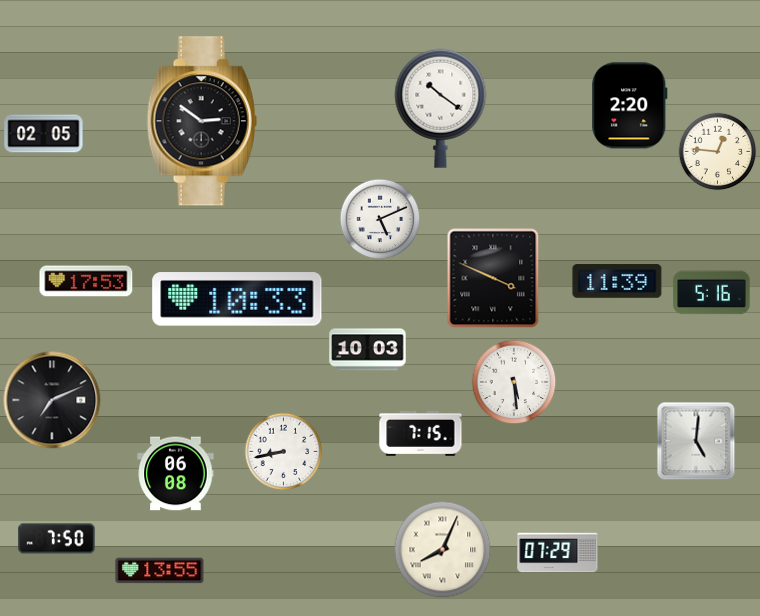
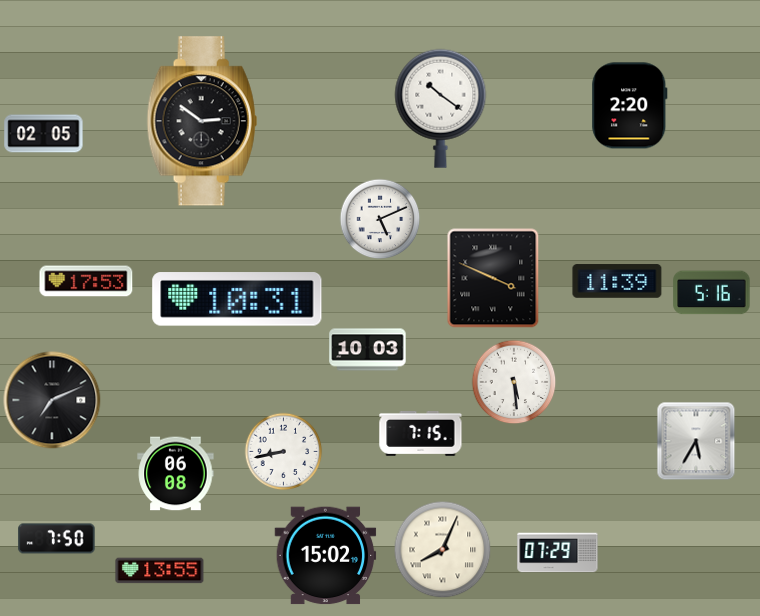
clock at (717, 151): 12:46 -> none
clock at (237, 299): 10:33 -> 10:31
clock at (696, 441): 5:01 -> 5:35
clock at (326, 556): none -> 15:02
